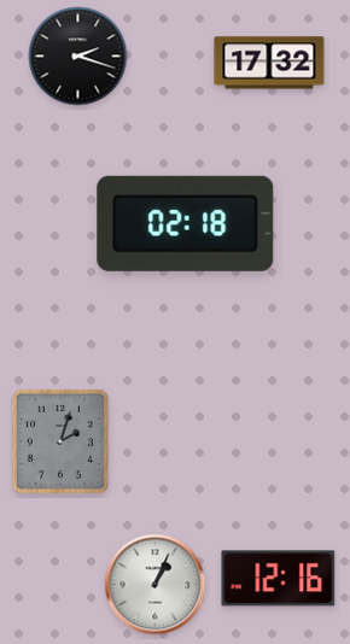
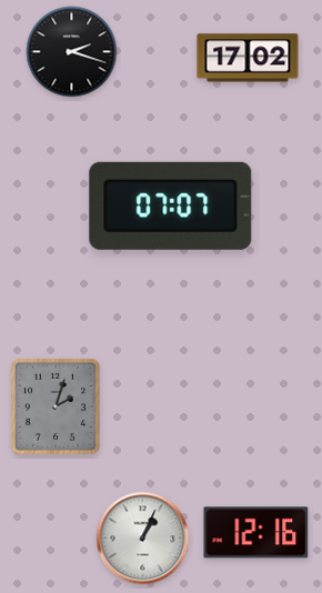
clock at (269, 63): 17:32 -> 17:02
clock at (186, 223): 02:18 -> 07:07
